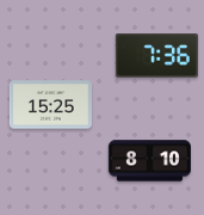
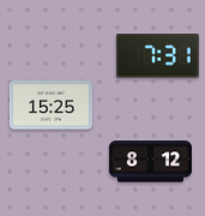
clock at (156, 56): 7:36 -> 7:31
clock at (149, 161): 8:10 -> 8:12
